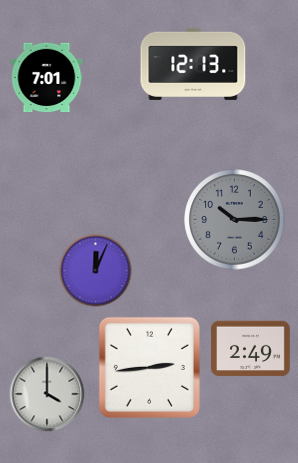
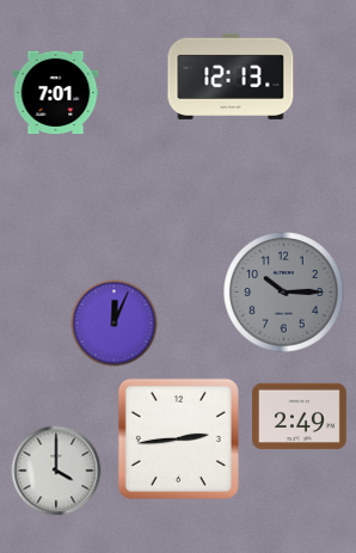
clock at (235, 220) position: (235, 220) -> (284, 293)
